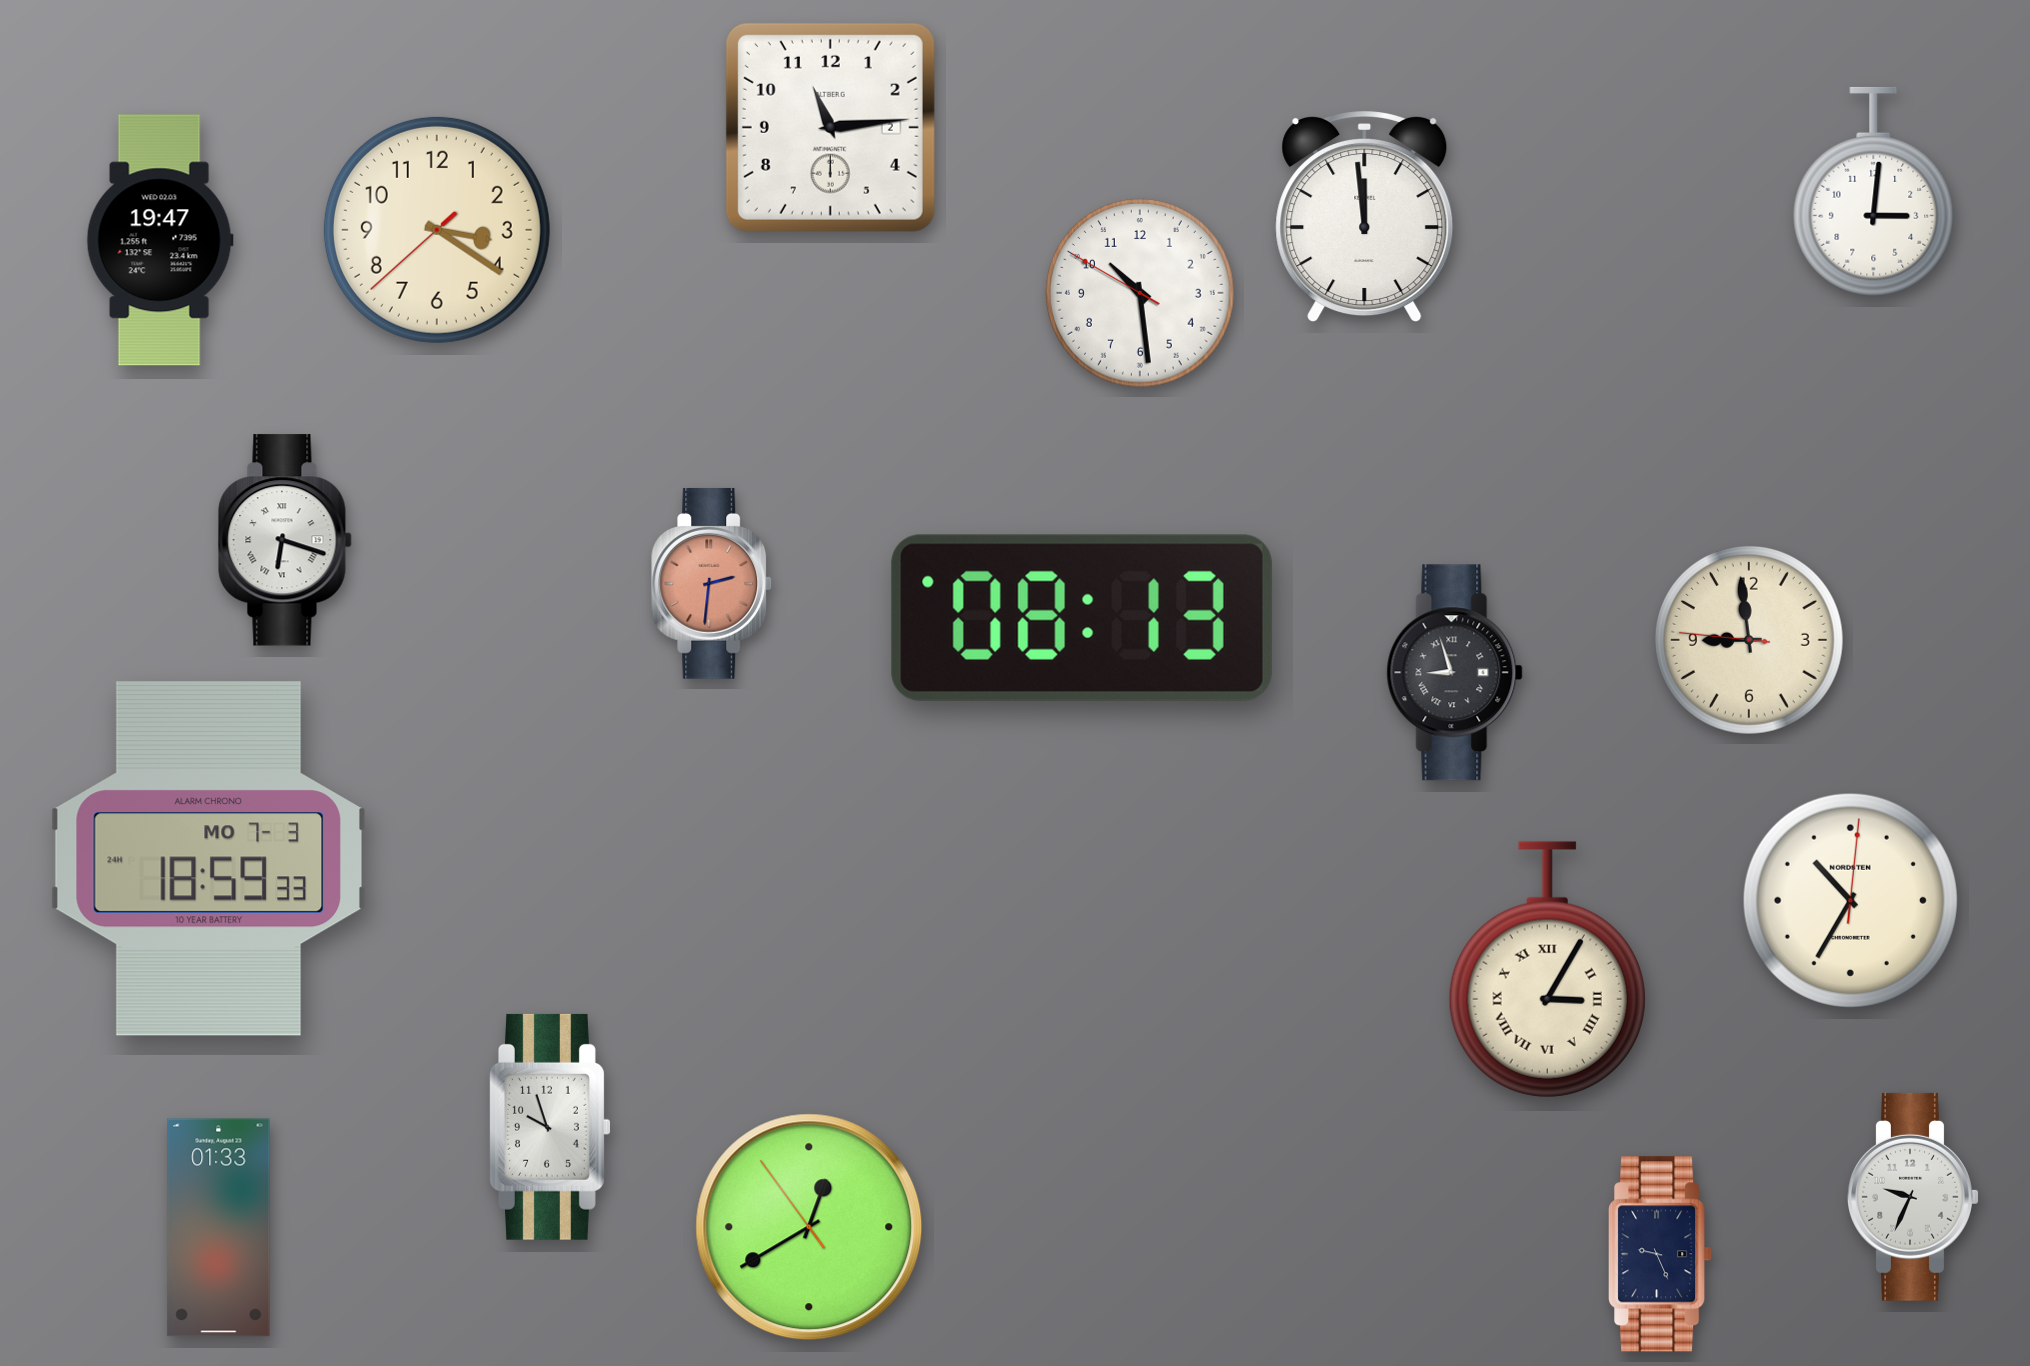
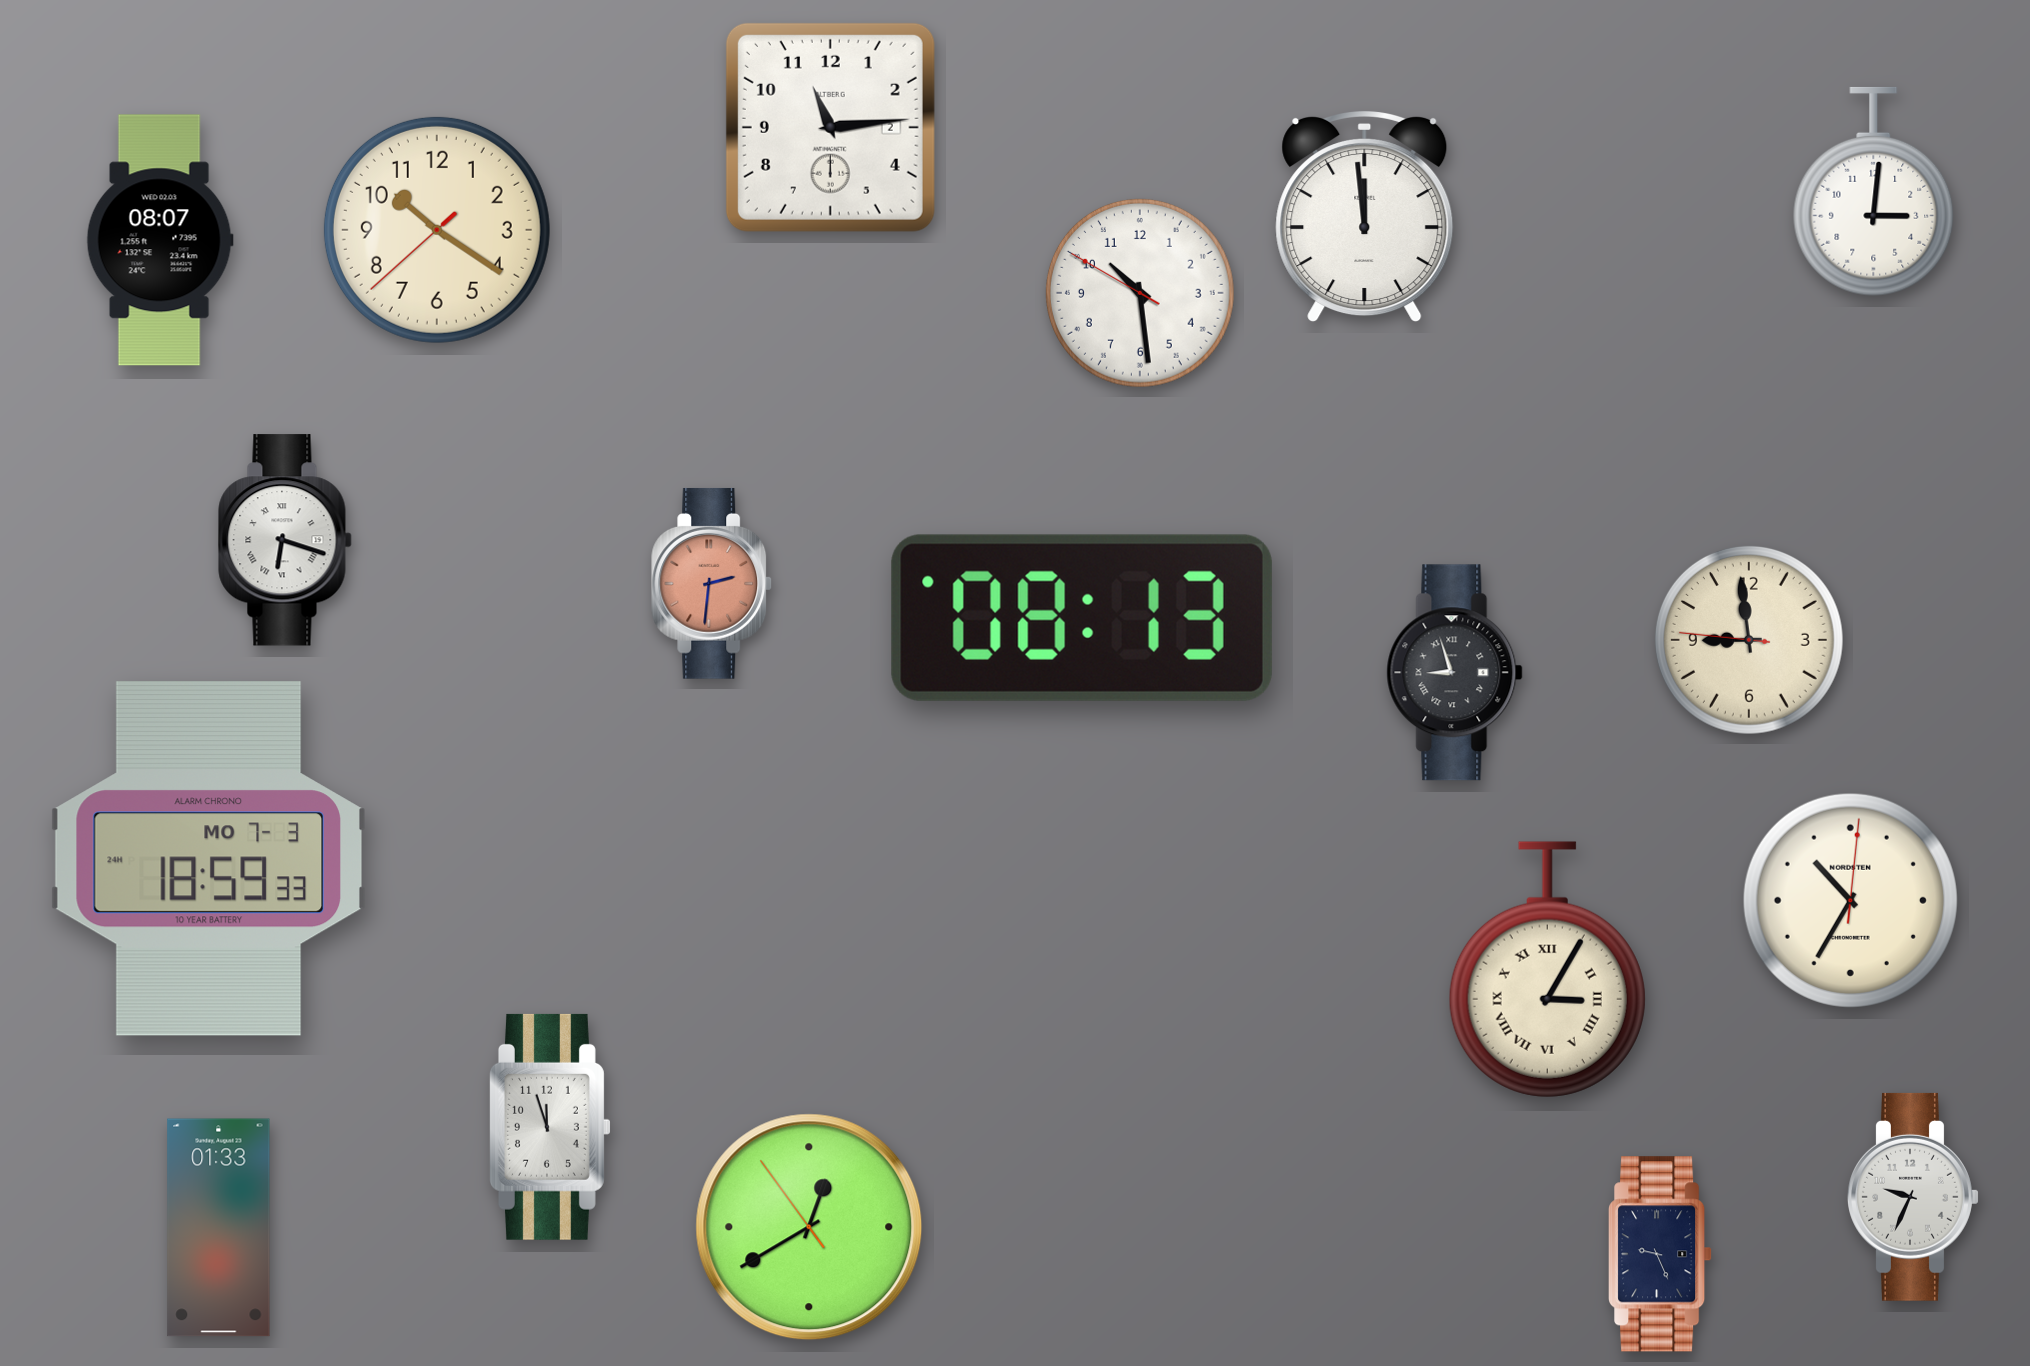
clock at (437, 230): 3:20 -> 10:20
clock at (160, 240): 19:47 -> 08:07
clock at (550, 1127): 9:57 -> 11:57
